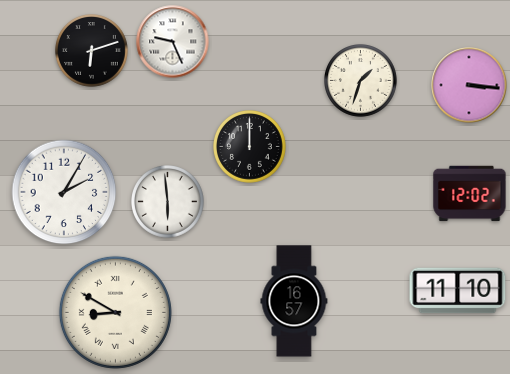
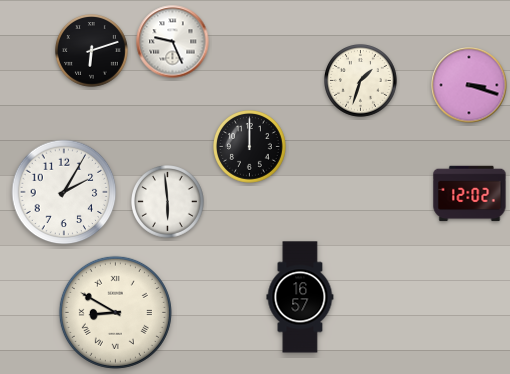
clock at (469, 85): 3:16 -> 3:18
clock at (458, 291): 11:10 -> none
clock at (294, 301) position: (294, 301) -> (300, 297)
